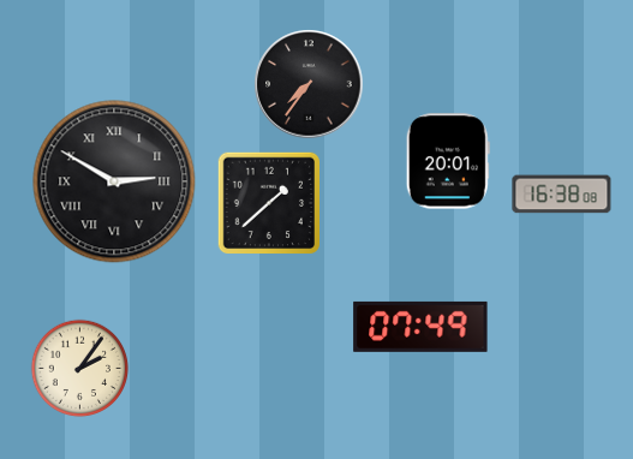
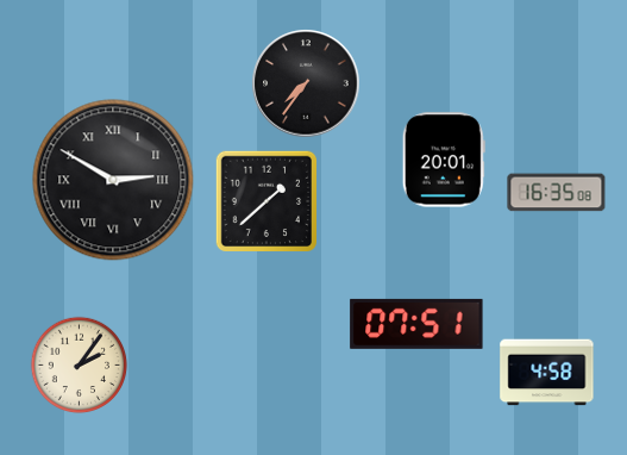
clock at (562, 195): 16:38 -> 16:35
clock at (420, 327): 07:49 -> 07:51
clock at (547, 373): none -> 4:58
